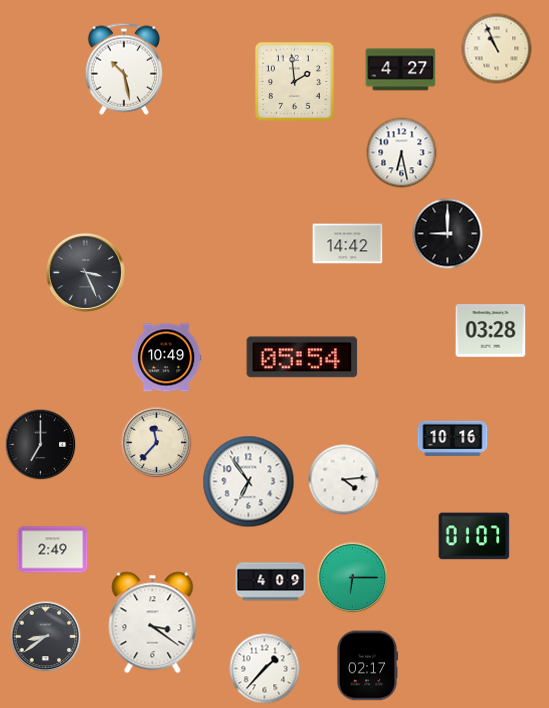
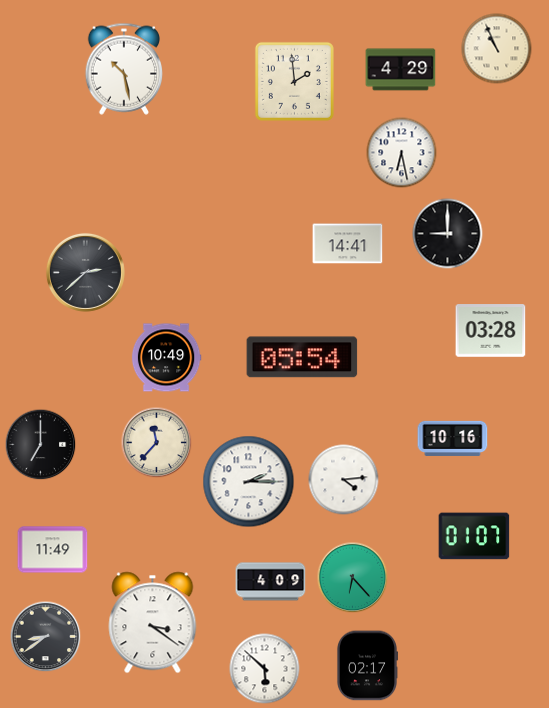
clock at (401, 70): 4:27 -> 4:29
clock at (348, 244): 14:42 -> 14:41
clock at (85, 272): 3:26 -> 2:38
clock at (249, 482): 6:54 -> 2:15
clock at (53, 550): 2:49 -> 11:49
clock at (353, 578): 6:15 -> 6:23
clock at (265, 669): 1:37 -> 5:52
